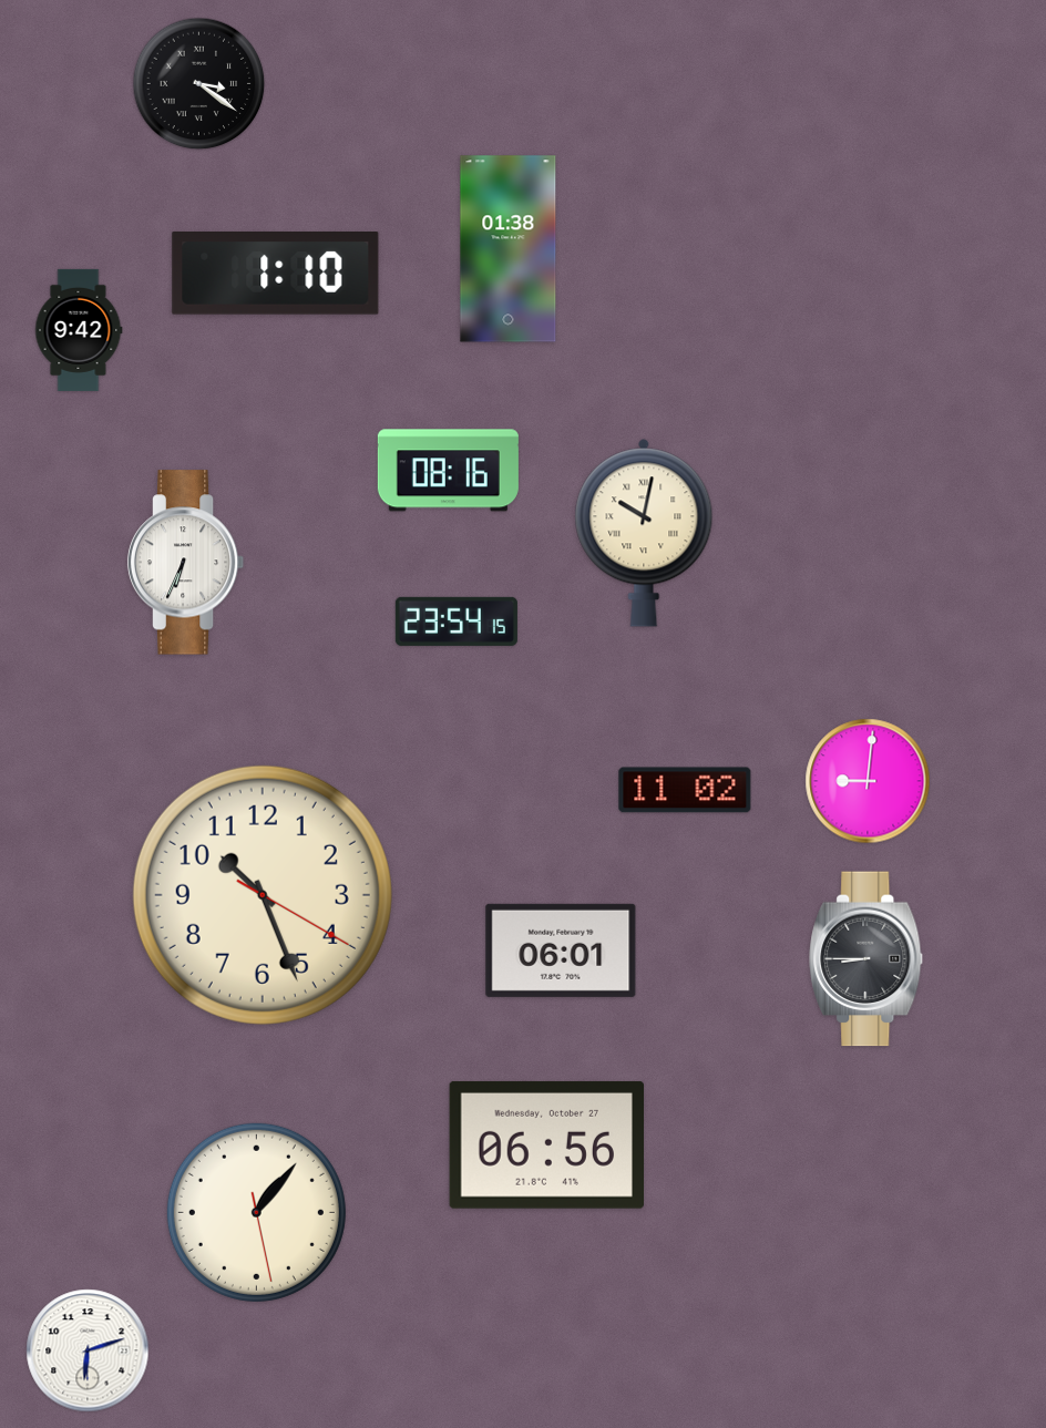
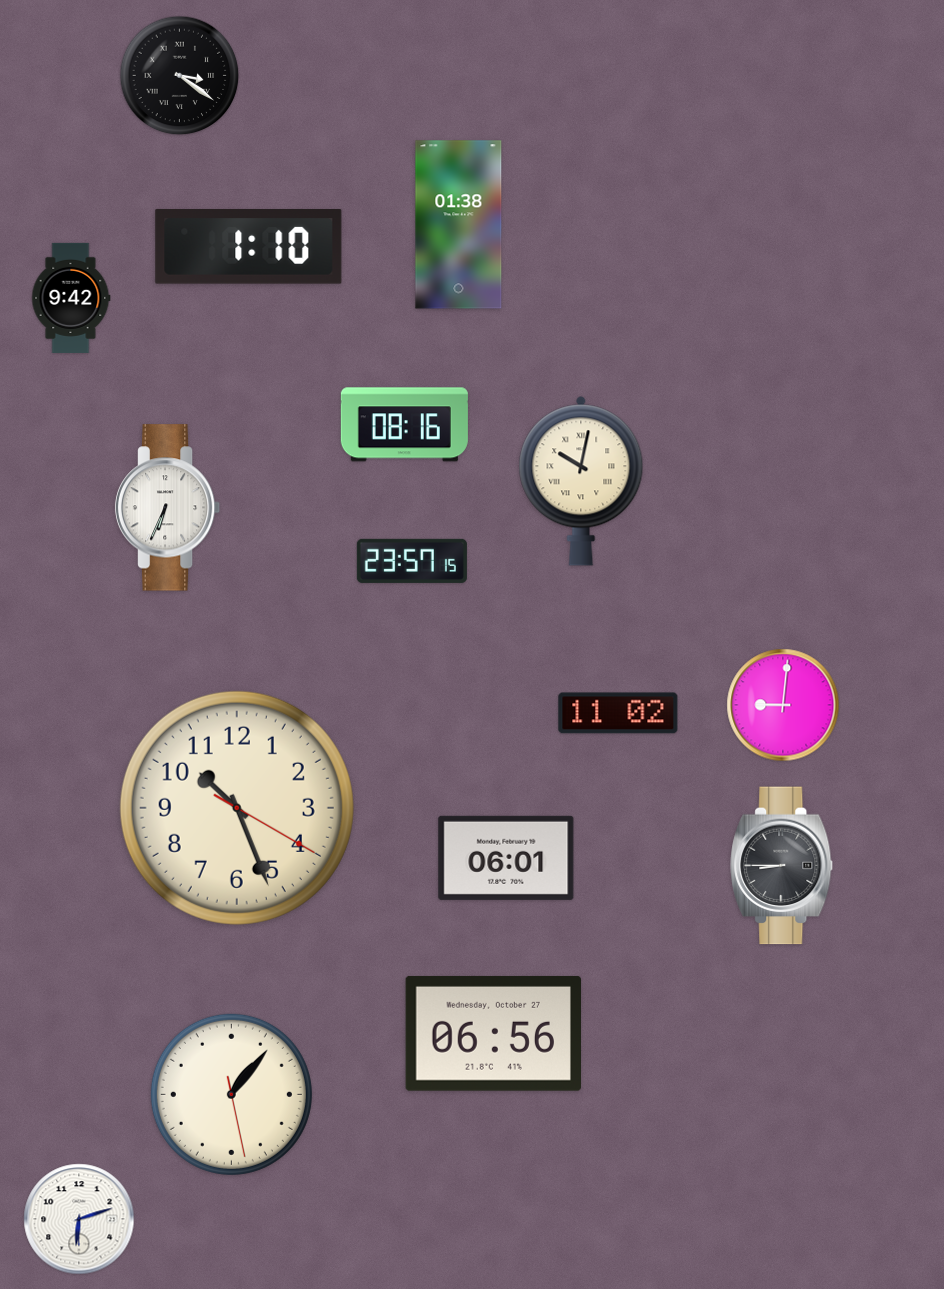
clock at (457, 621): 23:54 -> 23:57
